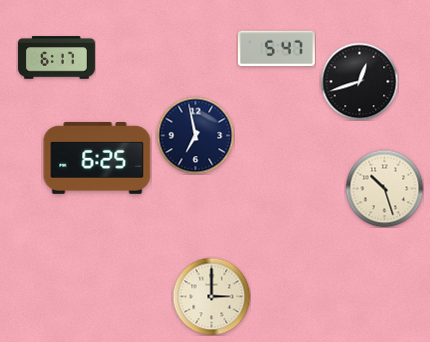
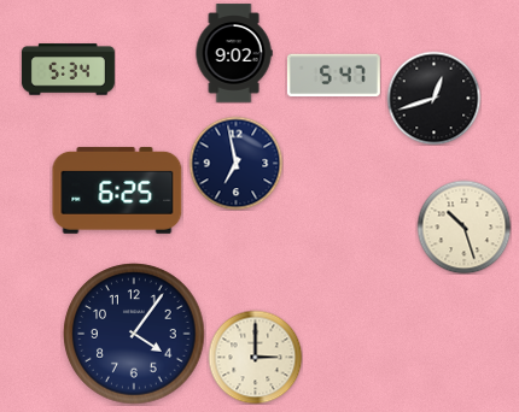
clock at (234, 53): none -> 9:02
clock at (276, 49) position: (276, 49) -> (333, 76)
clock at (56, 58): 6:17 -> 5:34
clock at (134, 334): none -> 4:06
